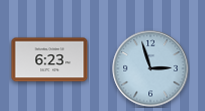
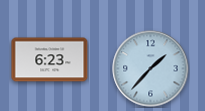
clock at (151, 69): 2:57 -> 1:37
